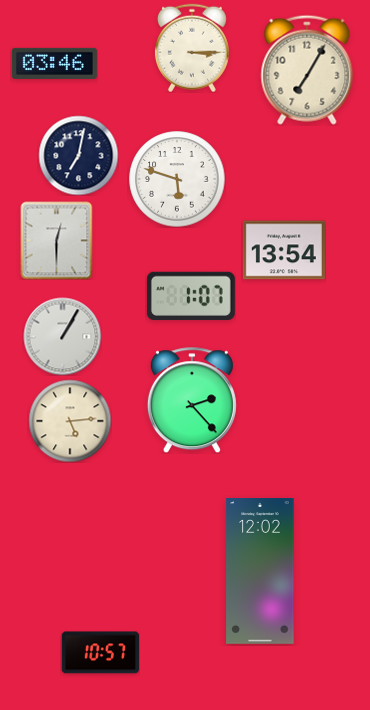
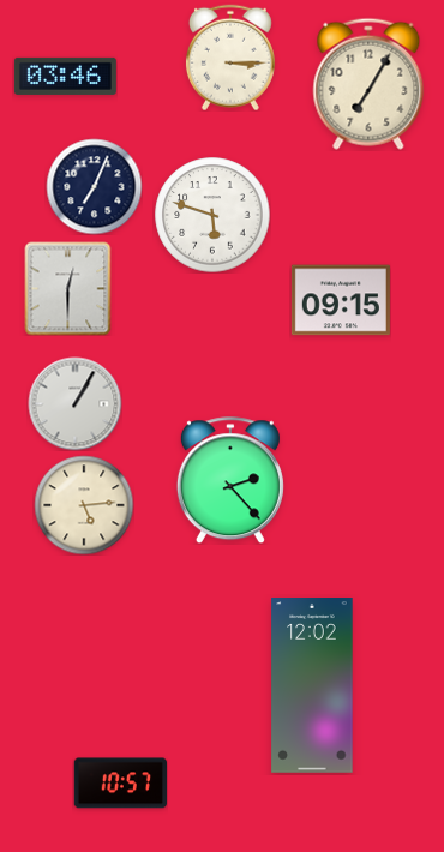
clock at (78, 155): 7:02 -> 7:04
clock at (284, 250): 13:54 -> 09:15
clock at (191, 296): 1:07 -> none
